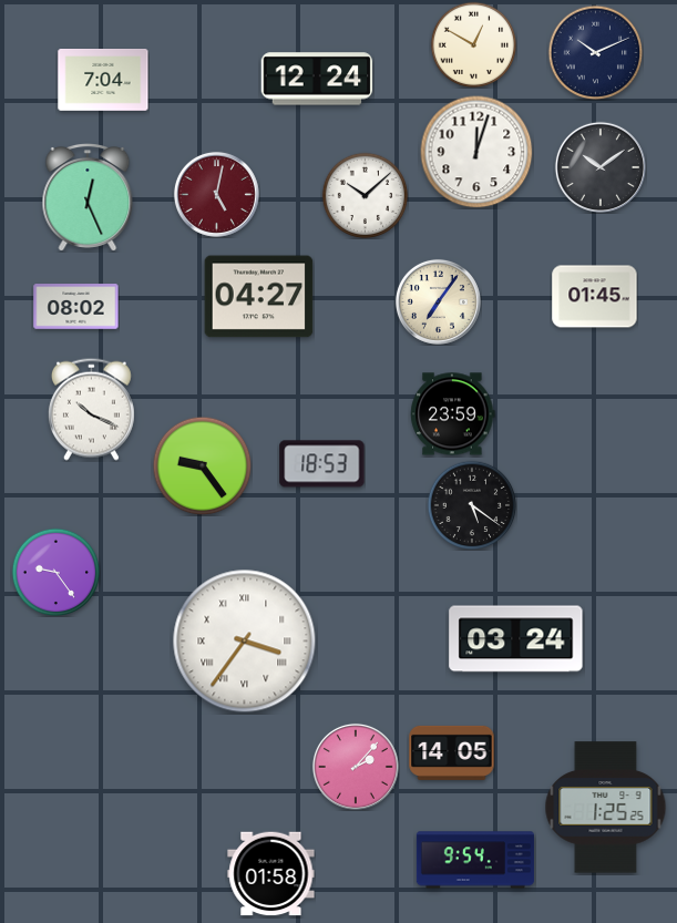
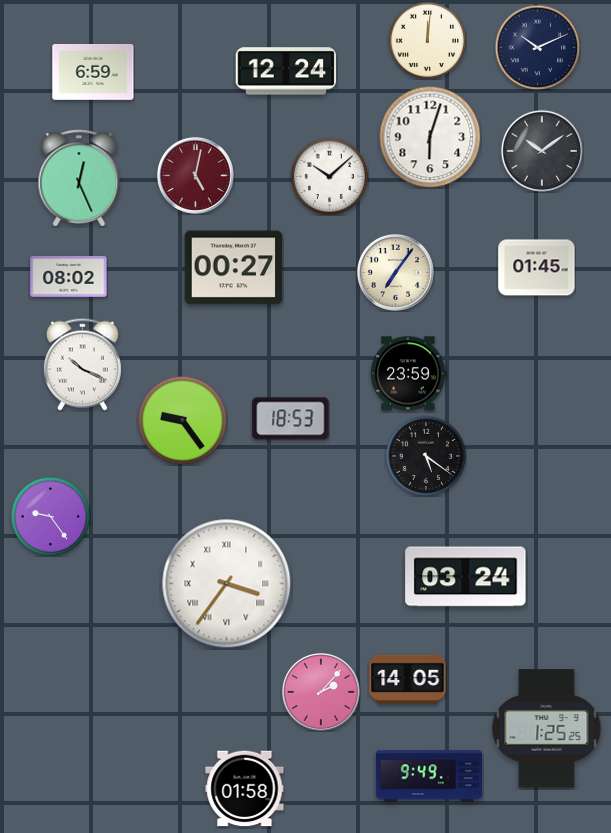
clock at (473, 44): 12:50 -> 12:01
clock at (103, 81): 7:04 -> 6:59
clock at (476, 152): 12:03 -> 6:03
clock at (259, 297): 04:27 -> 00:27
clock at (91, 409) position: (91, 409) -> (82, 364)
clock at (245, 642) position: (245, 642) -> (227, 584)
clock at (475, 860): 9:54 -> 9:49
